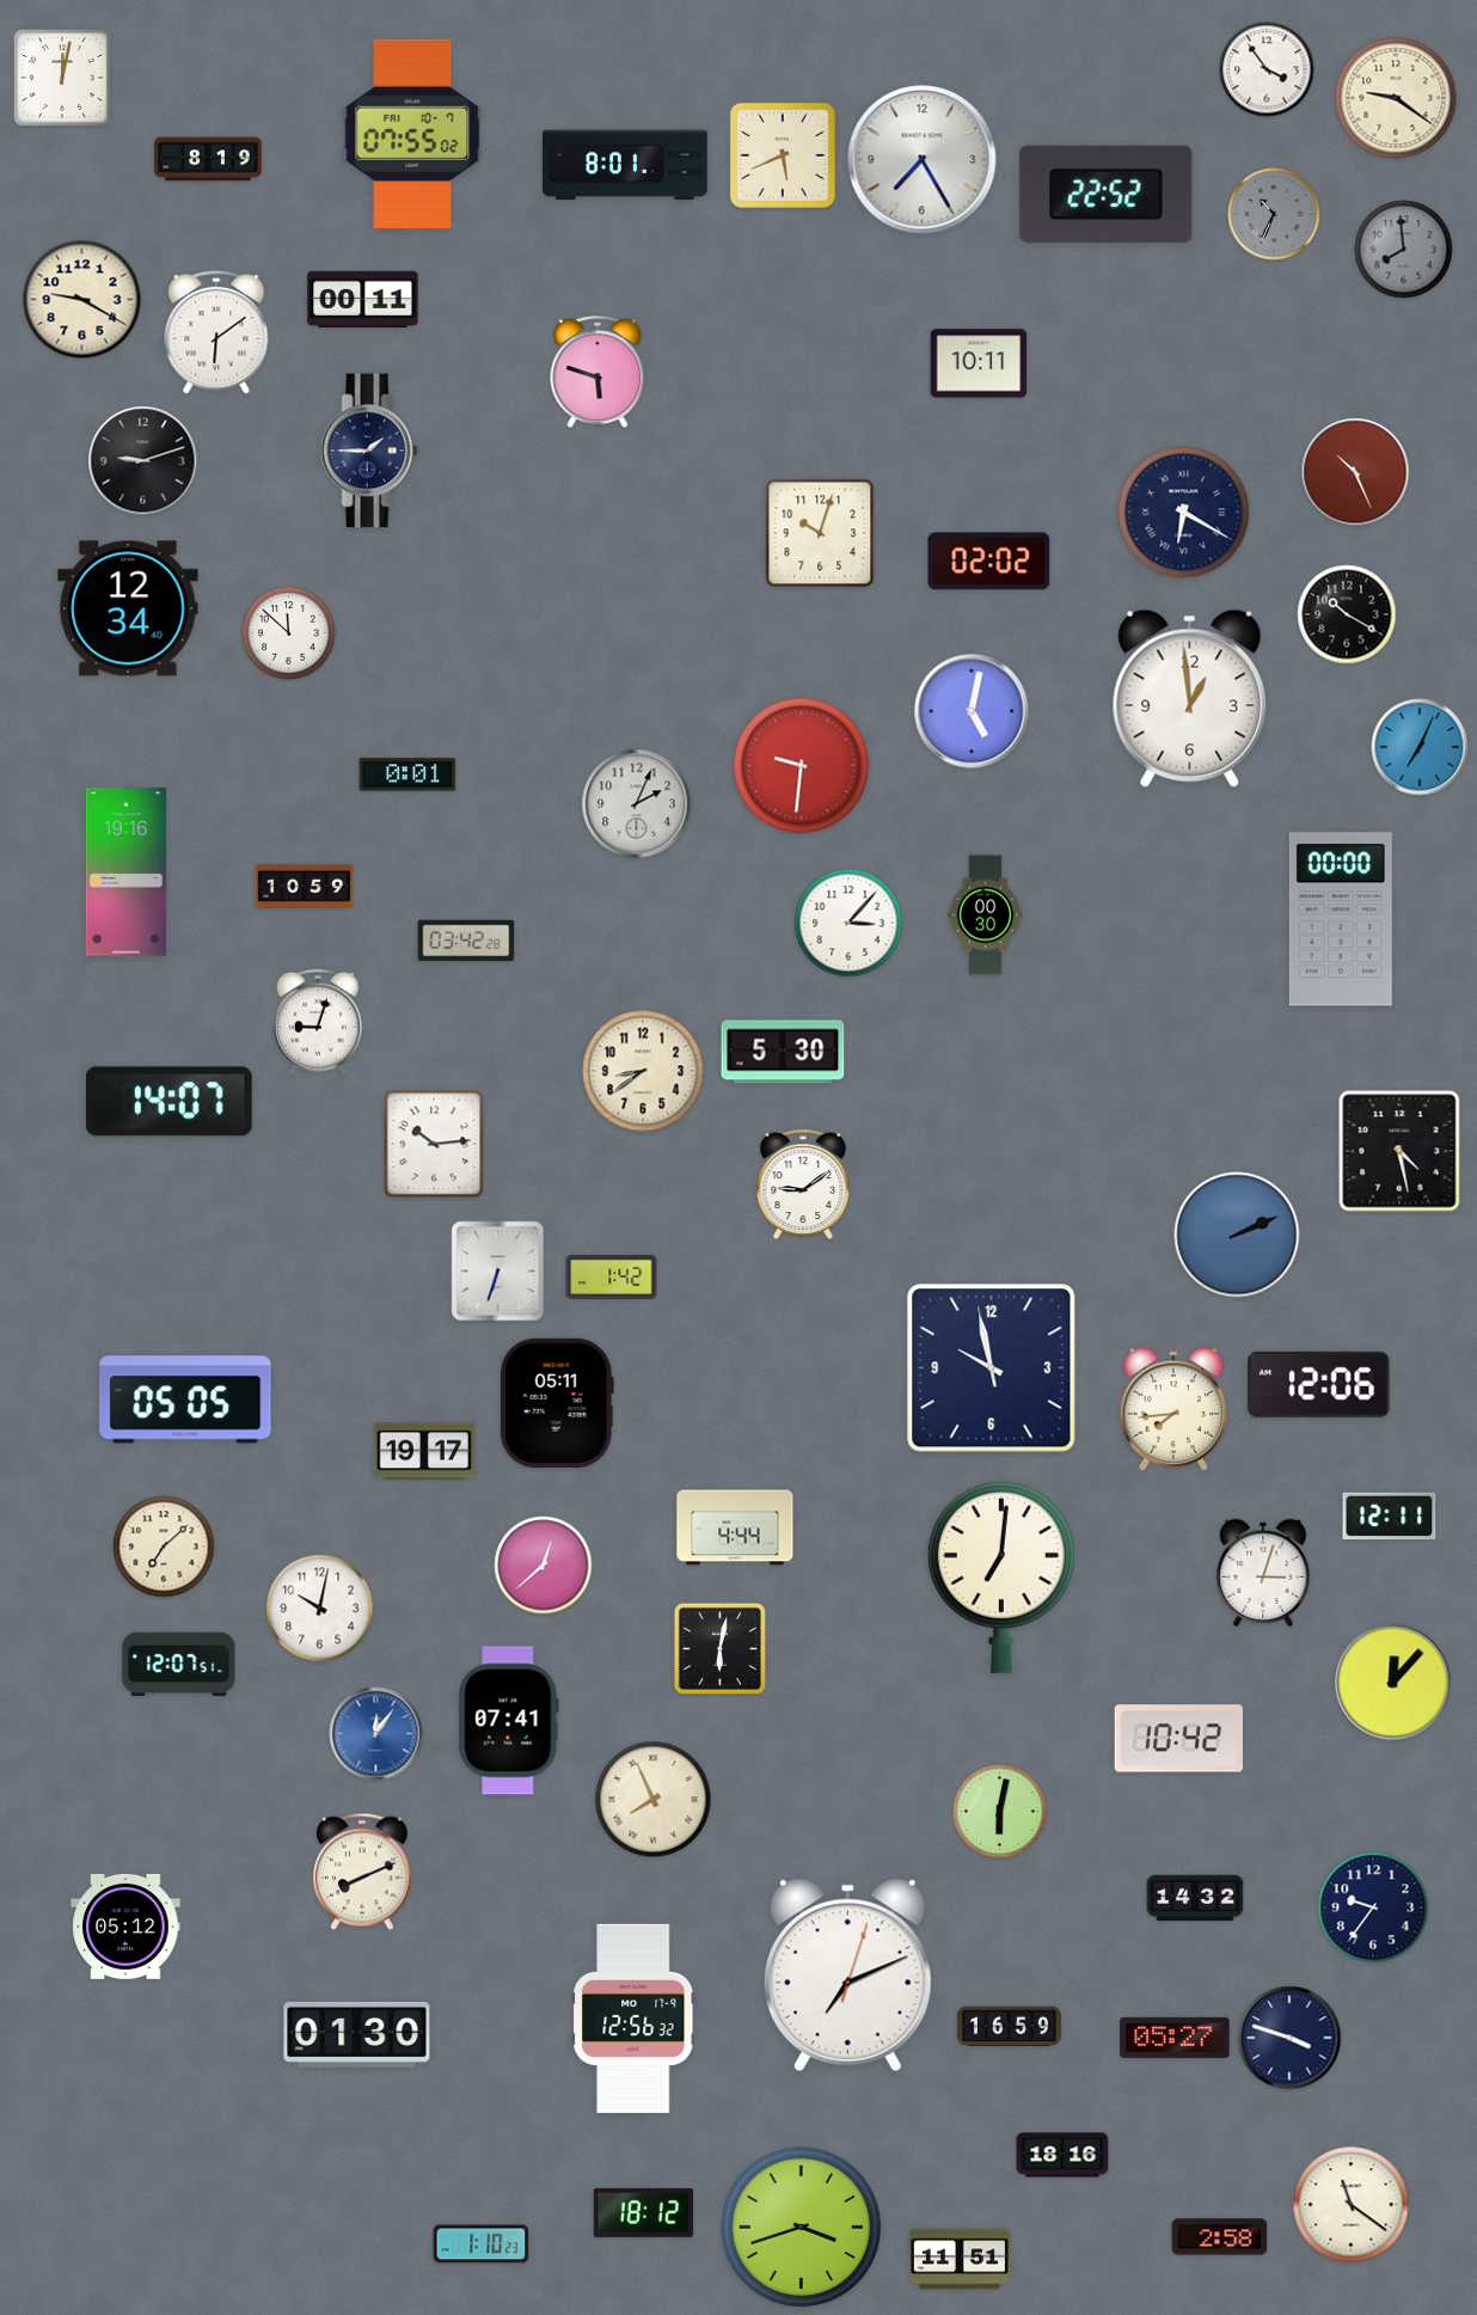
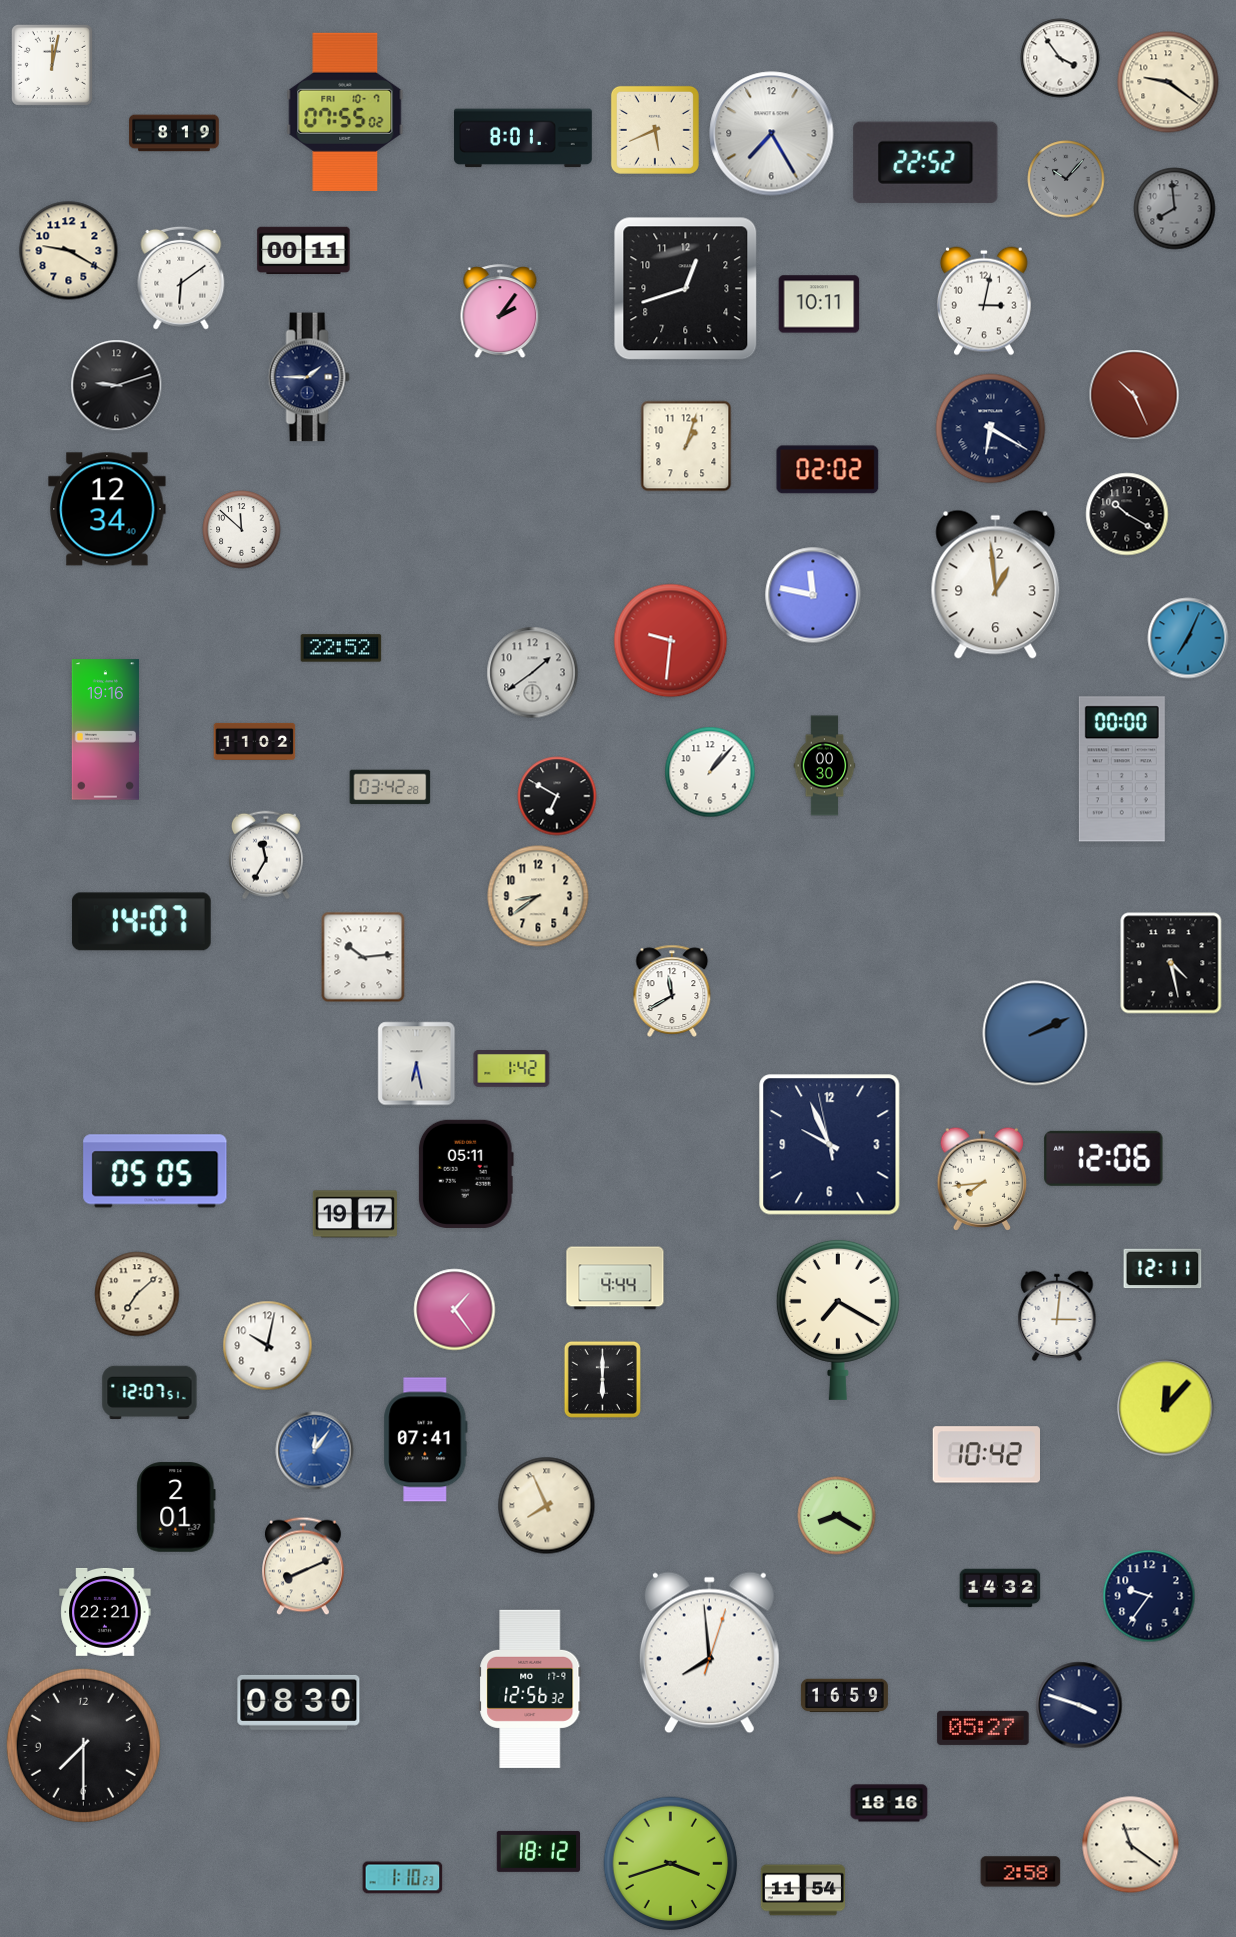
clock at (1274, 214): 10:34 -> 10:07
clock at (686, 289): none -> 12:42
clock at (984, 301): none -> 3:02
clock at (597, 373): 5:48 -> 2:06
clock at (143, 461) position: (143, 461) -> (117, 386)
clock at (820, 533): 10:03 -> 1:03
clock at (972, 711): 5:02 -> 11:47
clock at (1420, 747) position: (1420, 747) -> (1188, 638)
clock at (407, 774): 0:01 -> 22:52
clock at (637, 804): 2:04 -> 1:39
clock at (305, 886): 10:59 -> 11:02
clock at (848, 923): 3:07 -> 1:07
clock at (557, 796): none -> 6:50
clock at (318, 1022): 9:03 -> 11:35
clock at (783, 1052): 5:30 -> none
clock at (803, 1184): 9:09 -> 11:40
clock at (498, 1272): 6:33 -> 6:28
clock at (992, 1368): 9:57 -> 9:55
clock at (544, 1566): 12:38 -> 1:24
clock at (1263, 1573): 3:03 -> 3:01
clock at (1001, 1576): 7:01 -> 7:20
clock at (719, 1648): 6:02 -> 6:00
clock at (176, 1507): none -> 2:01
clock at (1000, 1812): 6:02 -> 8:20
clock at (125, 1927): 05:12 -> 22:21
clock at (847, 1976): 7:11 -> 7:59
clock at (357, 2034): 01:30 -> 08:30
clock at (1175, 2038) position: (1175, 2038) -> (983, 1728)
clock at (83, 1745): none -> 7:30
clock at (958, 2259): 11:51 -> 11:54
